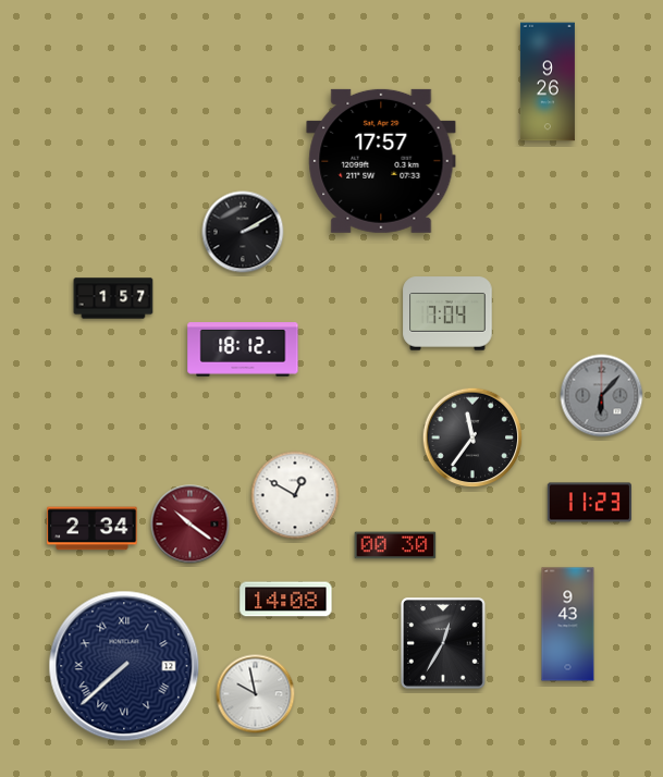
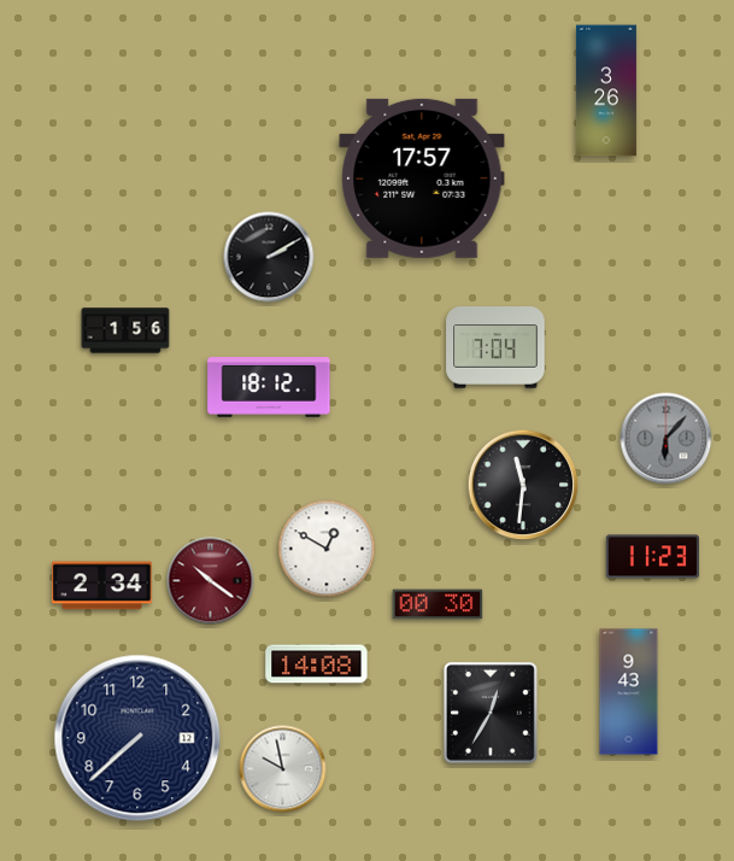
clock at (548, 82): 9:26 -> 3:26
clock at (113, 298): 1:57 -> 1:56
clock at (472, 437): 11:36 -> 11:31
clock at (124, 666) numerals: Roman -> Arabic
